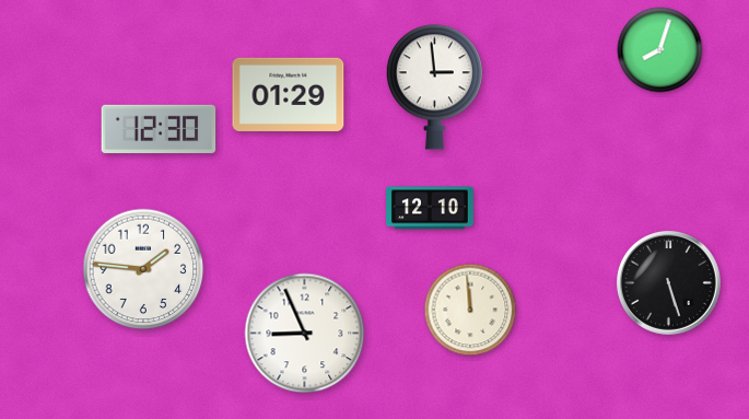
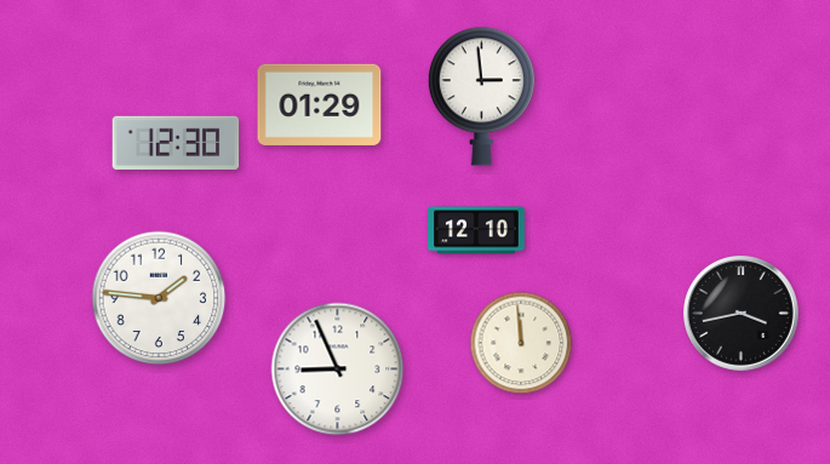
clock at (660, 50): 8:03 -> none
clock at (669, 283): 5:27 -> 3:43
